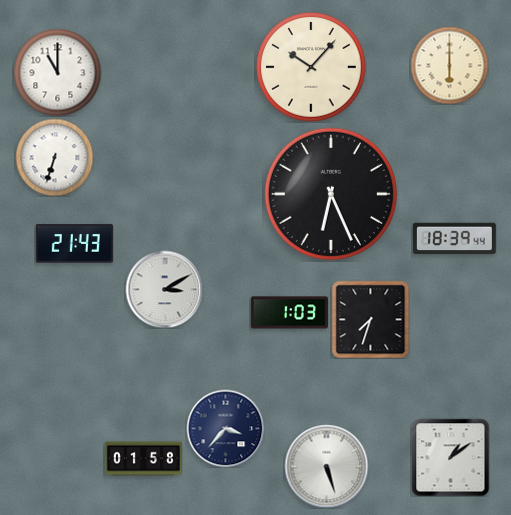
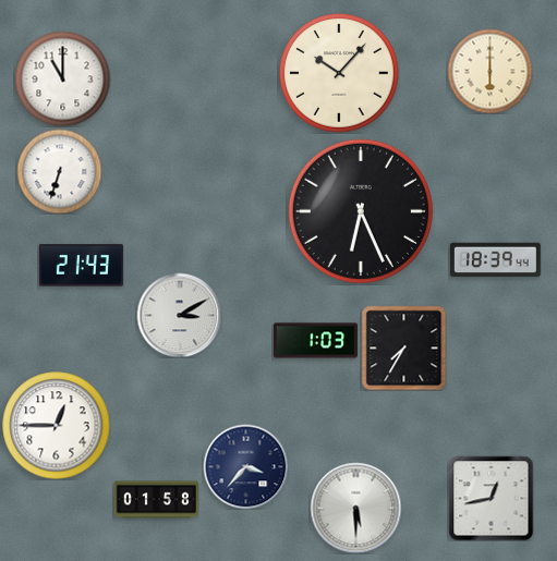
clock at (370, 319): 7:33 -> 7:35
clock at (57, 426): none -> 12:45
clock at (450, 457): 1:09 -> 12:43
clock at (326, 466): 5:27 -> 5:30
